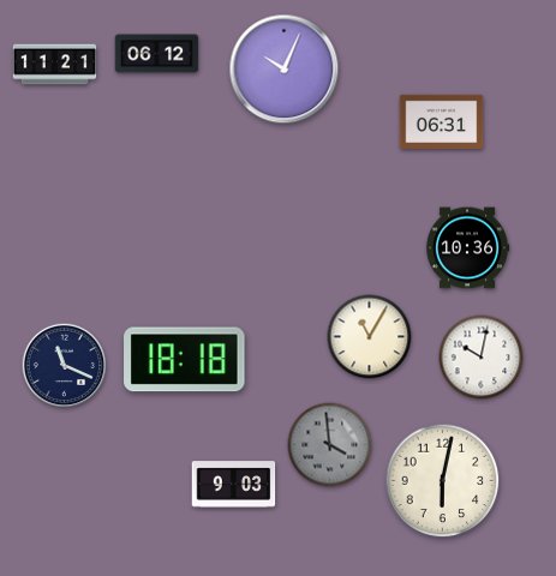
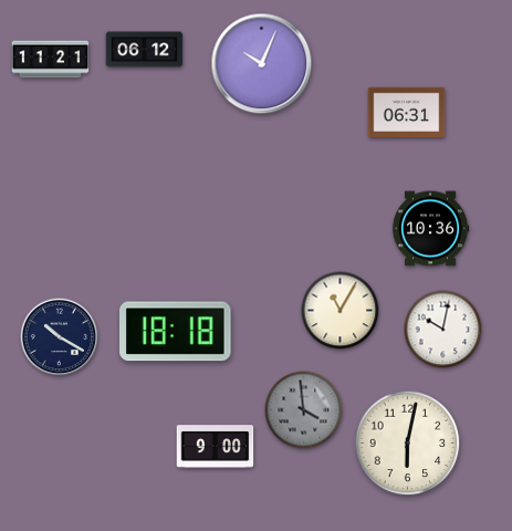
clock at (185, 360) position: (185, 360) -> (176, 332)
clock at (65, 366): 11:19 -> 10:20
clock at (234, 485): 9:03 -> 9:00
